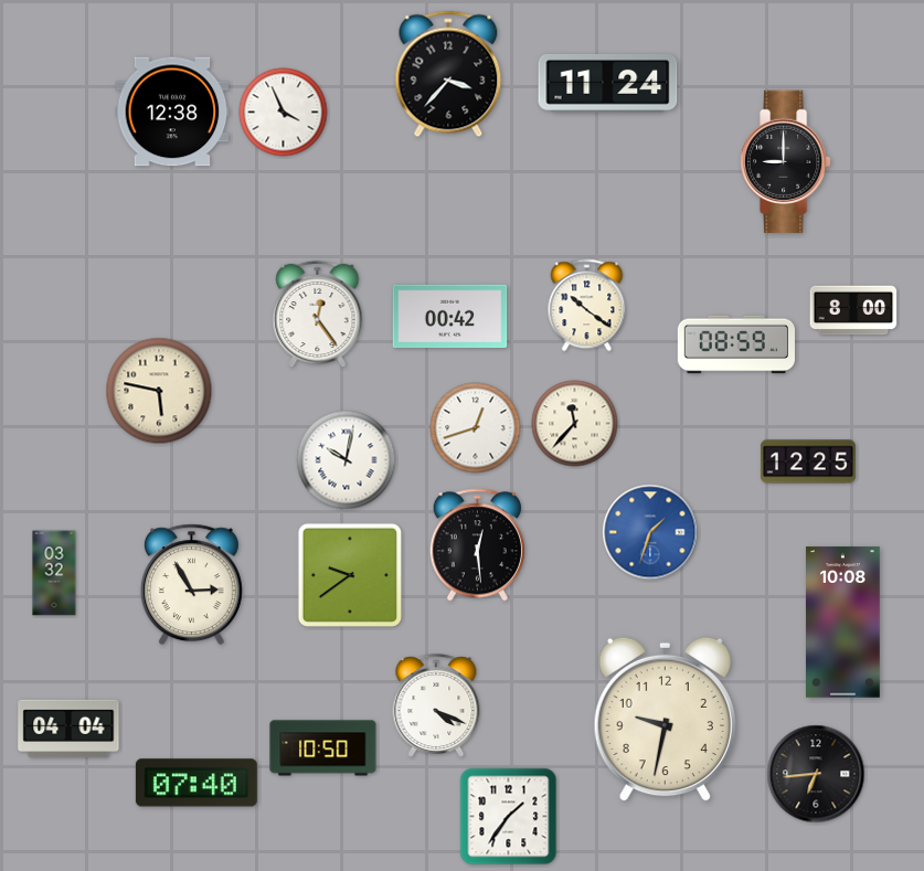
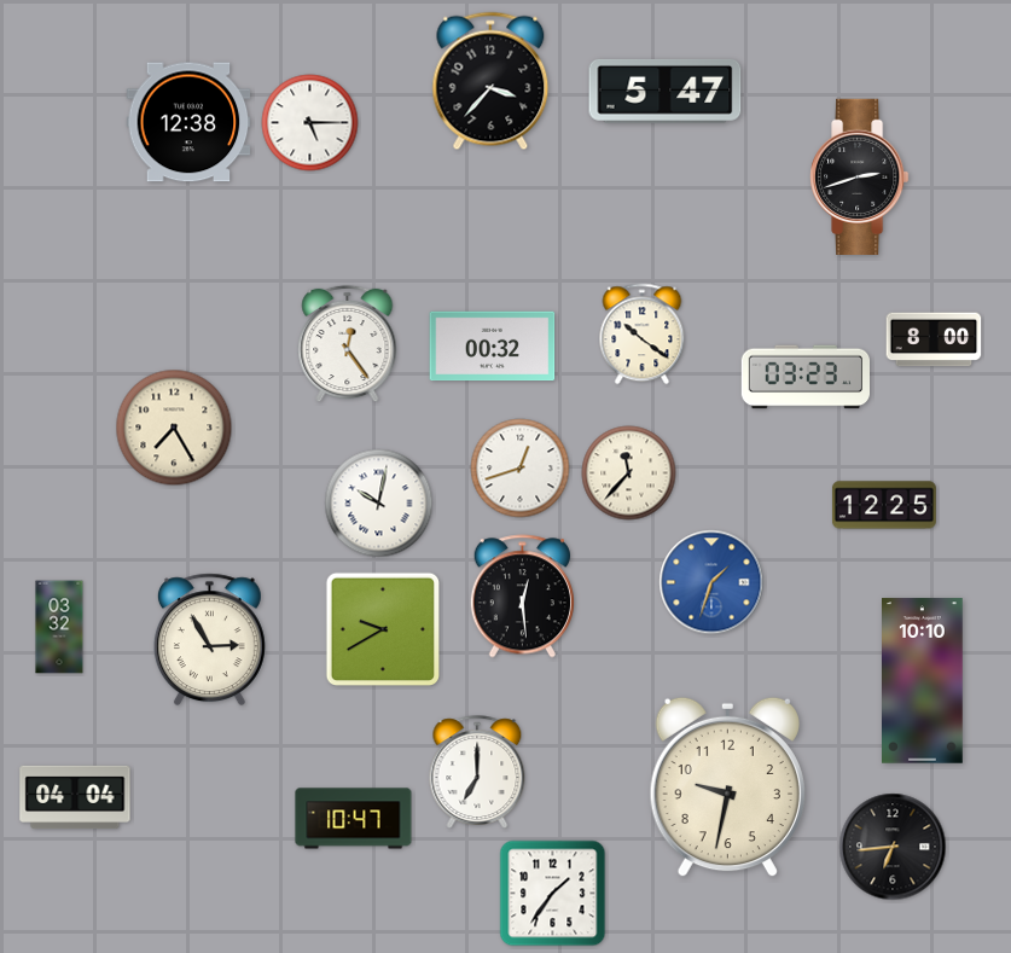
clock at (608, 83): 11:24 -> 5:47
clock at (284, 113): 3:56 -> 5:15
clock at (786, 161): 9:00 -> 2:42
clock at (450, 317): 00:42 -> 00:32
clock at (735, 344): 08:59 -> 03:23
clock at (159, 391): 5:47 -> 7:25
clock at (575, 424) position: (575, 424) -> (629, 473)
clock at (349, 574): 9:39 -> 9:40
clock at (843, 623): 10:08 -> 10:10
clock at (436, 705): 4:19 -> 7:00
clock at (323, 748): 10:50 -> 10:47
clock at (197, 783): 07:40 -> none
clock at (509, 817) position: (509, 817) -> (553, 894)
